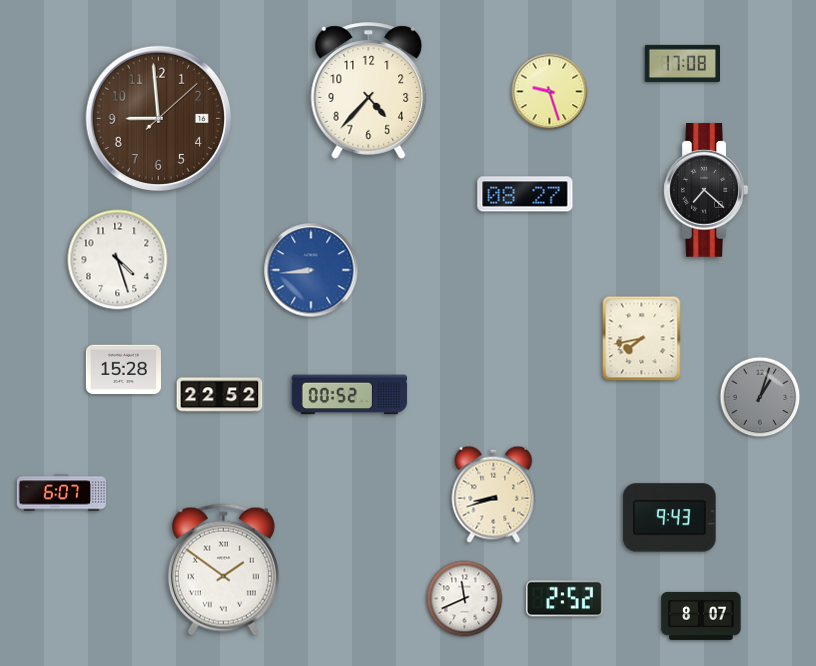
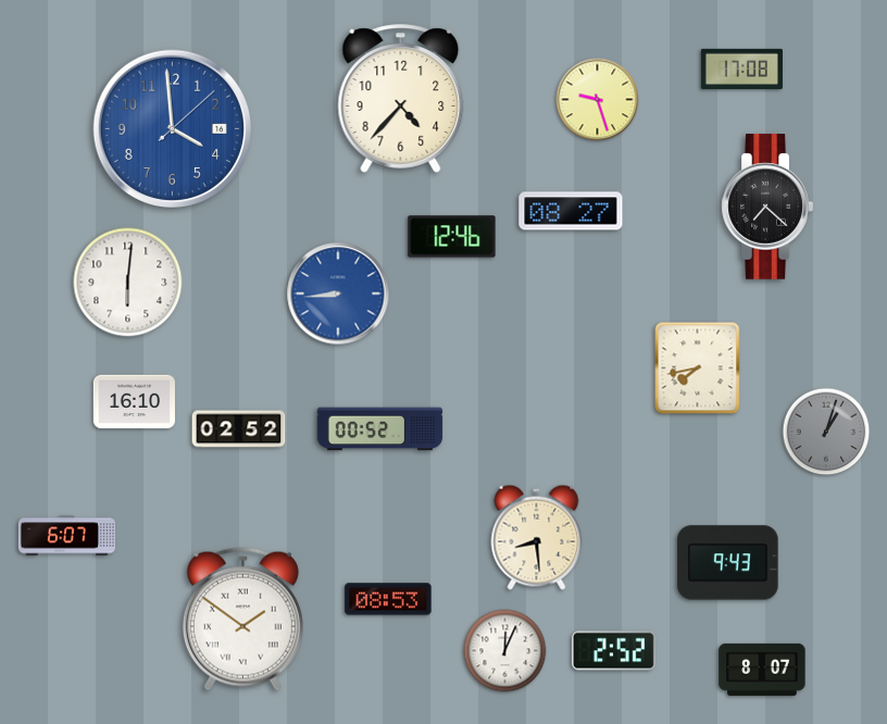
clock at (158, 118): 8:59 -> 3:59
clock at (158, 118) dial: brown -> blue
clock at (452, 237): none -> 12:46
clock at (118, 260): 4:27 -> 6:01
clock at (123, 370): 15:28 -> 16:10
clock at (220, 395): 22:52 -> 02:52
clock at (494, 494): 8:42 -> 8:29
clock at (388, 599): none -> 08:53
clock at (465, 599): 11:41 -> 12:04
